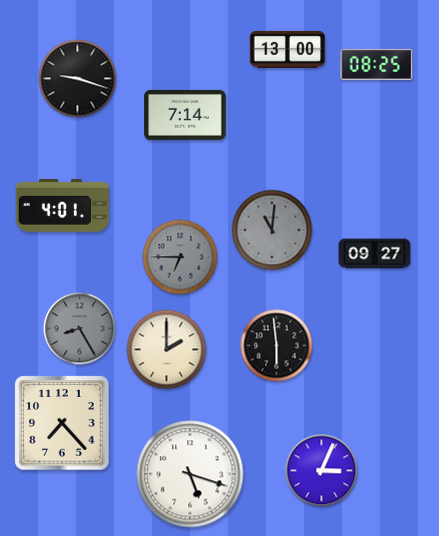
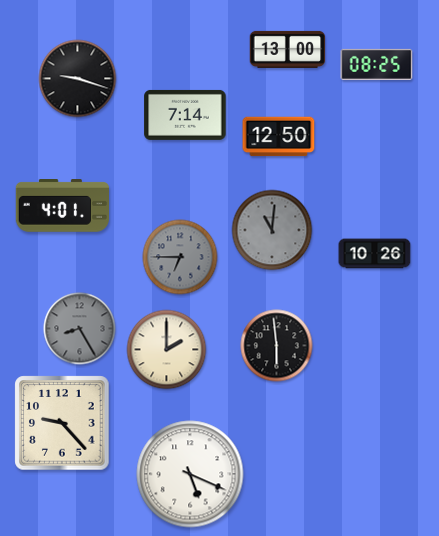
clock at (279, 137): none -> 12:50
clock at (375, 254): 09:27 -> 10:26
clock at (62, 423): 7:23 -> 9:23
clock at (322, 471): 3:04 -> none
clock at (190, 474): 5:18 -> 5:19
